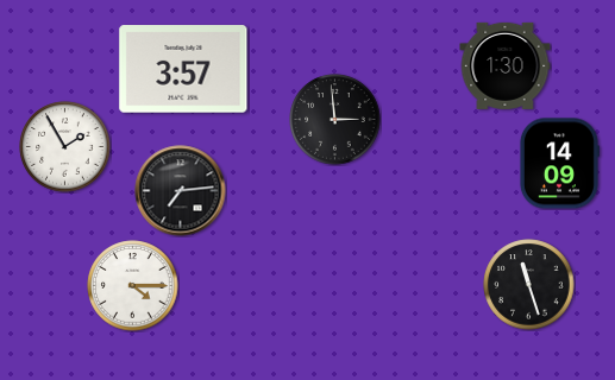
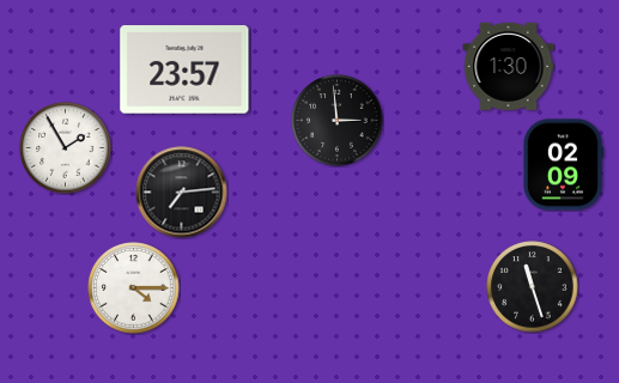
clock at (183, 69): 3:57 -> 23:57
clock at (559, 164): 14:09 -> 02:09
